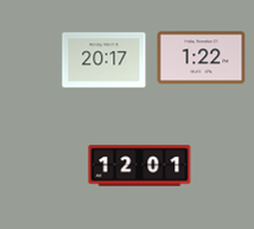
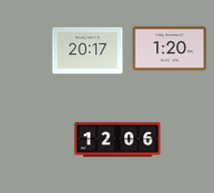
clock at (202, 58): 1:22 -> 1:20
clock at (140, 166): 12:01 -> 12:06
